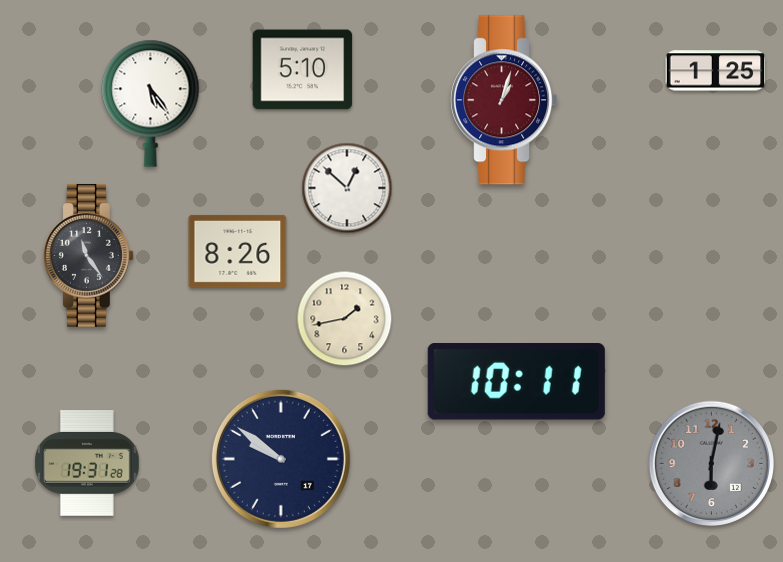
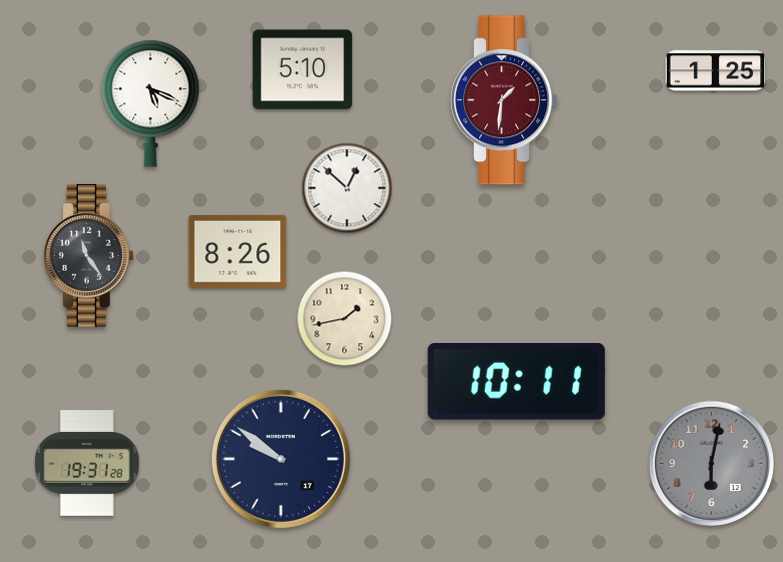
clock at (504, 100): 1:03 -> 1:31
clock at (151, 103): 5:24 -> 5:19
